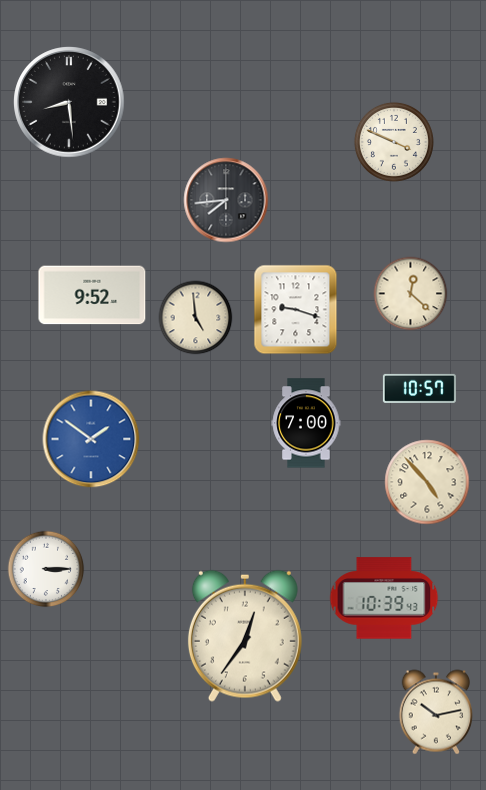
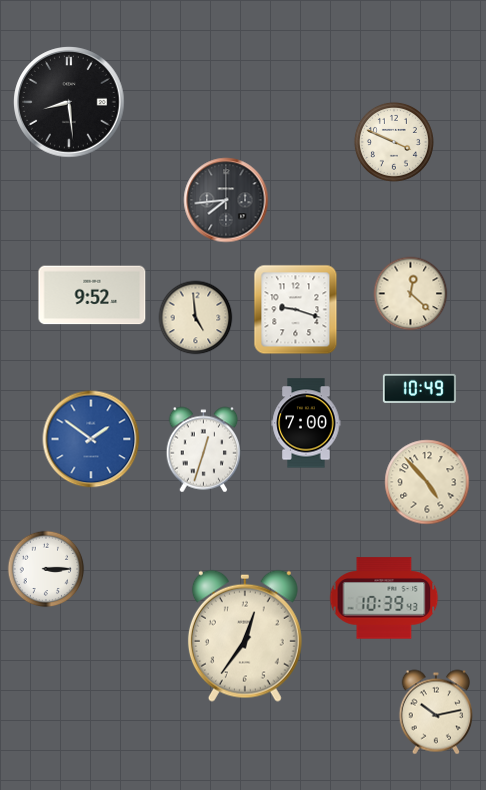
clock at (419, 388): 10:57 -> 10:49
clock at (204, 450): none -> 12:33
